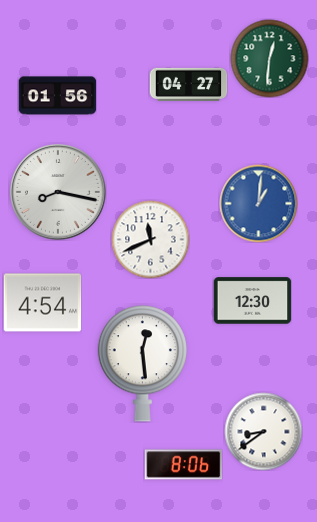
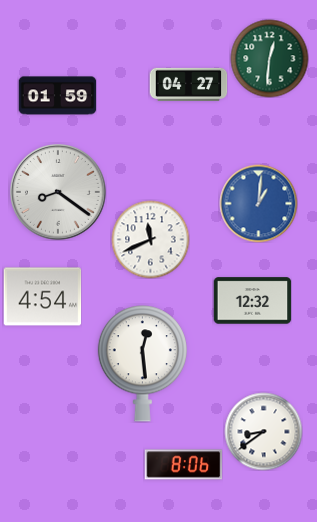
clock at (57, 96): 01:56 -> 01:59
clock at (59, 193): 8:17 -> 8:21
clock at (252, 301): 12:30 -> 12:32
clock at (42, 303) position: (42, 303) -> (42, 297)
